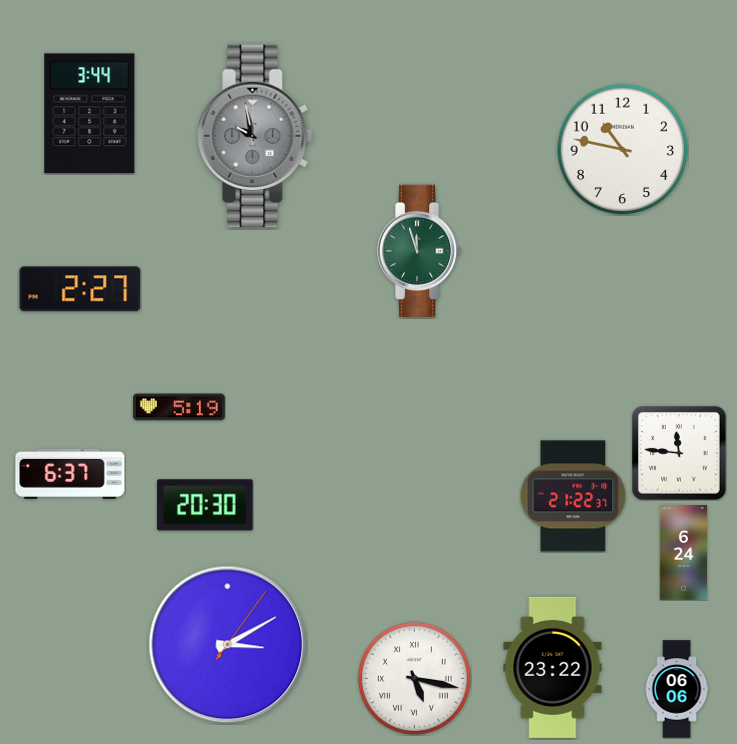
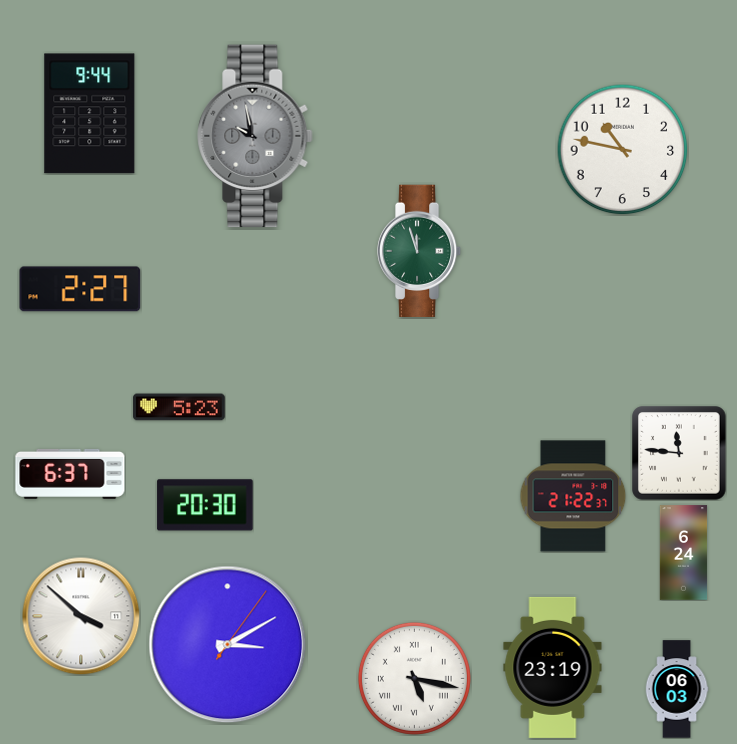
clock at (90, 114): 3:44 -> 9:44
clock at (179, 407): 5:19 -> 5:23
clock at (81, 616): none -> 3:52
clock at (553, 667): 23:22 -> 23:19
clock at (677, 689): 06:06 -> 06:03
